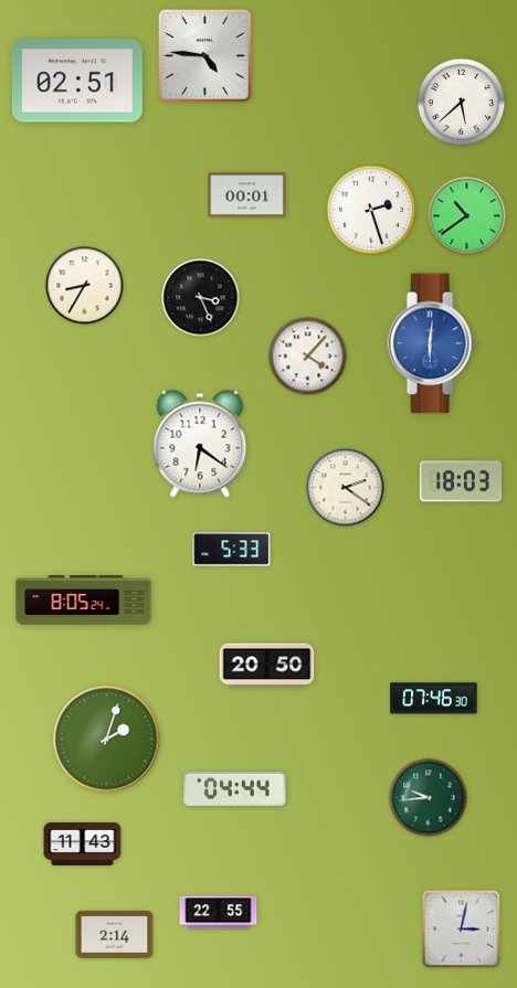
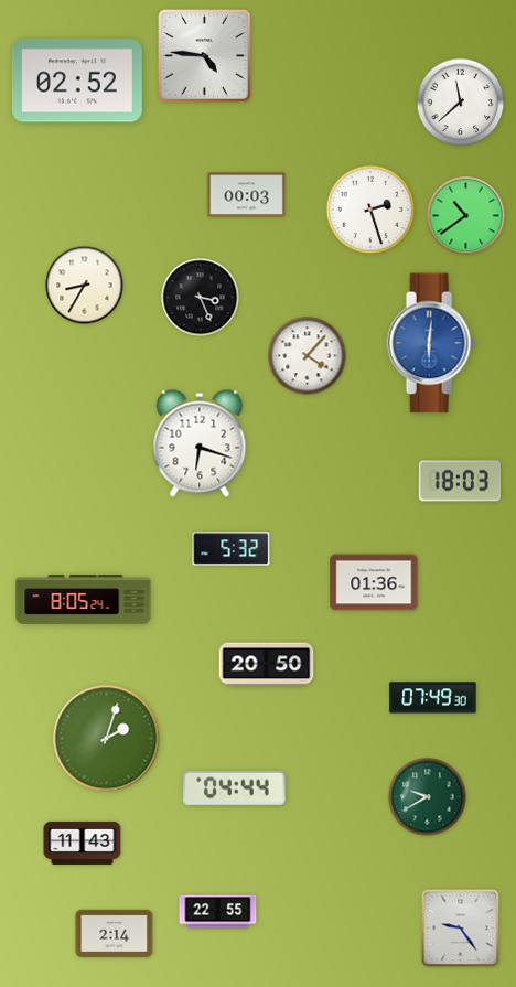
clock at (77, 81): 02:51 -> 02:52
clock at (462, 103): 5:38 -> 11:38
clock at (247, 195): 00:01 -> 00:03
clock at (200, 444): 6:21 -> 6:18
clock at (346, 488): 2:21 -> none
clock at (232, 550): 5:33 -> 5:32
clock at (374, 582): none -> 01:36
clock at (434, 699): 07:46 -> 07:49
clock at (429, 798): 9:44 -> 9:40
clock at (462, 929): 3:02 -> 9:24
